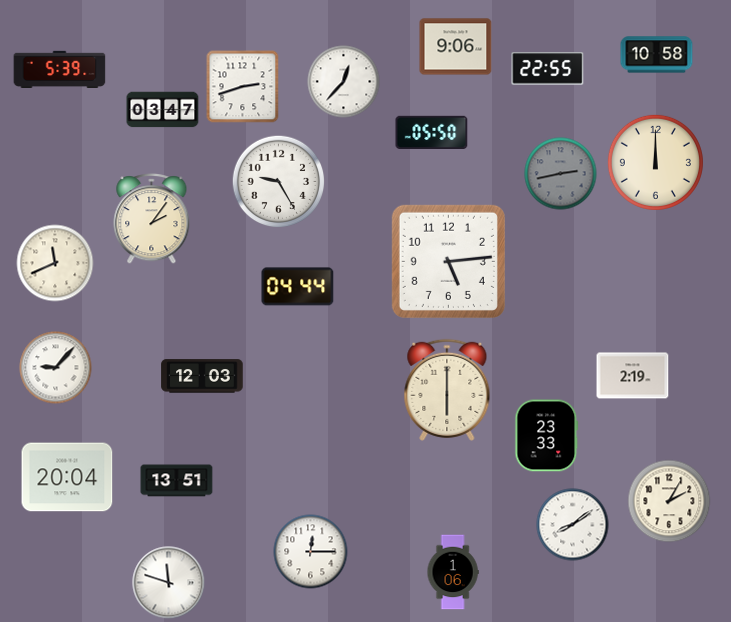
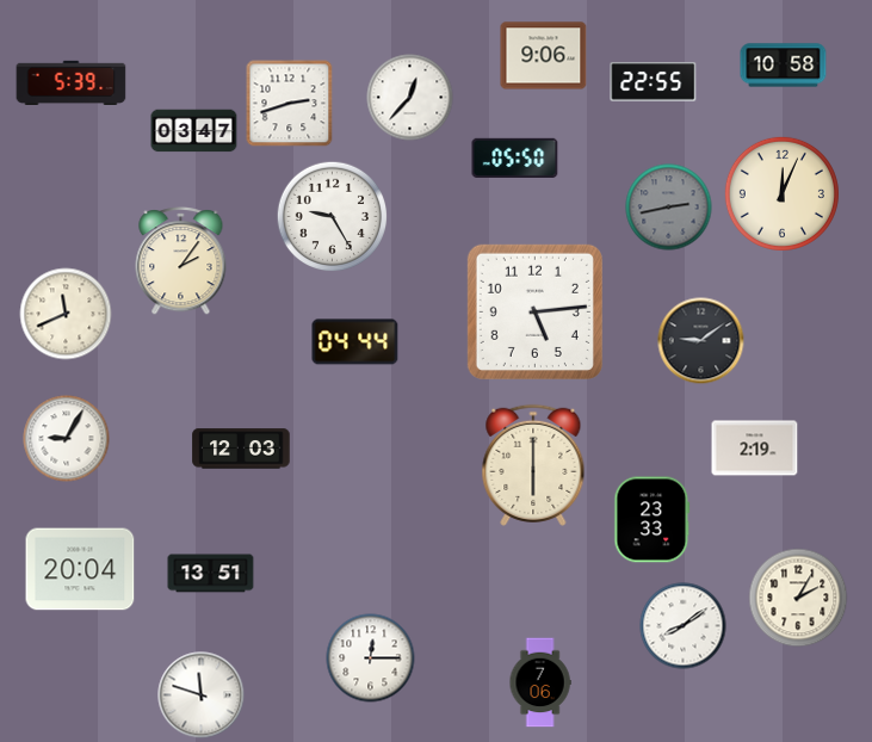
clock at (655, 162): 12:00 -> 12:04
clock at (701, 341): none -> 9:09
clock at (56, 368): 9:07 -> 9:05
clock at (453, 572): 1:06 -> 7:06
